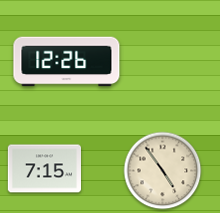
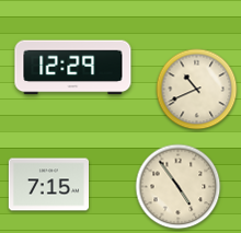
clock at (67, 62): 12:26 -> 12:29
clock at (197, 90): none -> 10:41
